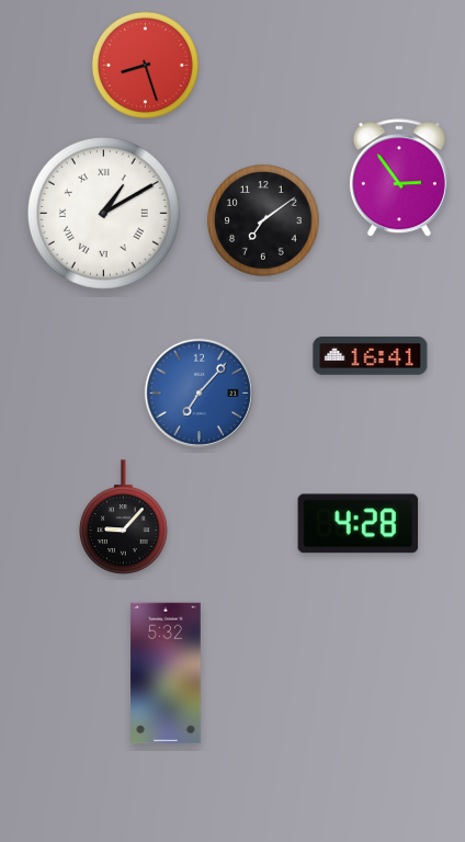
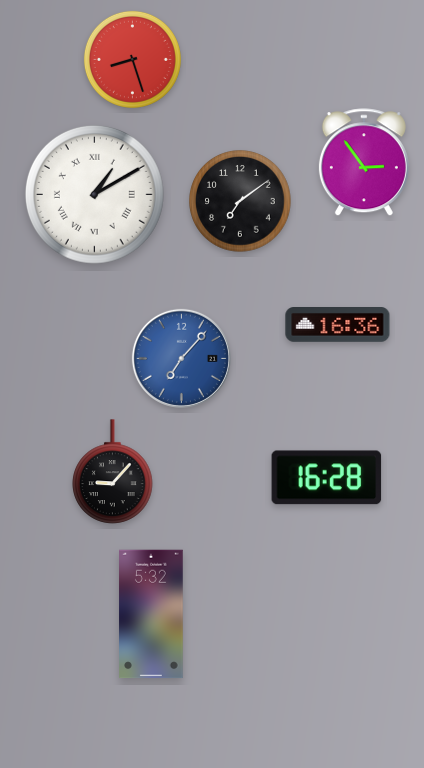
clock at (371, 356): 16:41 -> 16:36
clock at (359, 524): 4:28 -> 16:28
